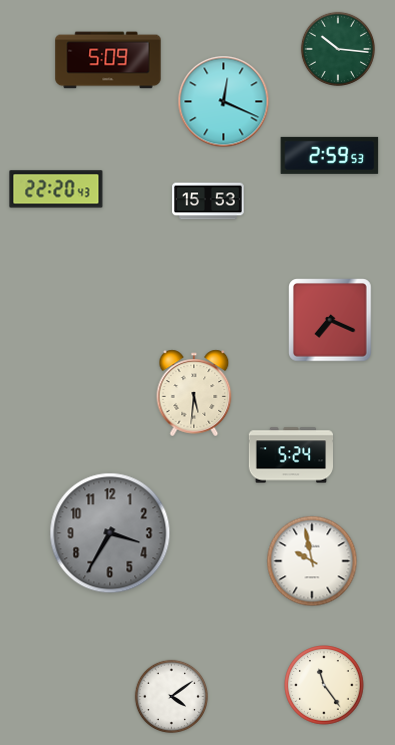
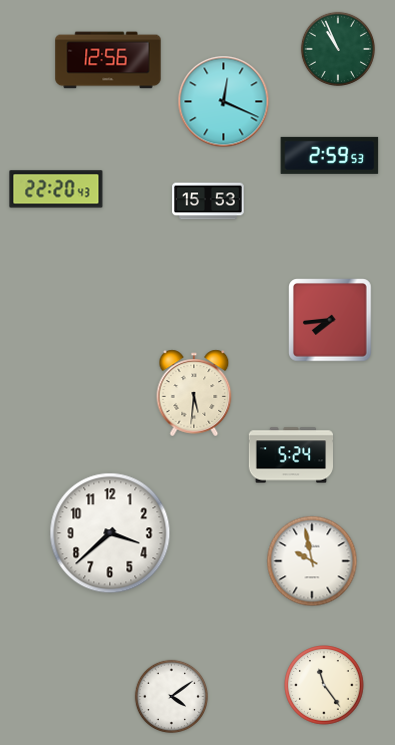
clock at (337, 48): 10:16 -> 10:56
clock at (108, 60): 5:09 -> 12:56
clock at (330, 320): 7:19 -> 7:44
clock at (110, 533): 3:35 -> 3:38
clock at (110, 533) dial: grey -> white
